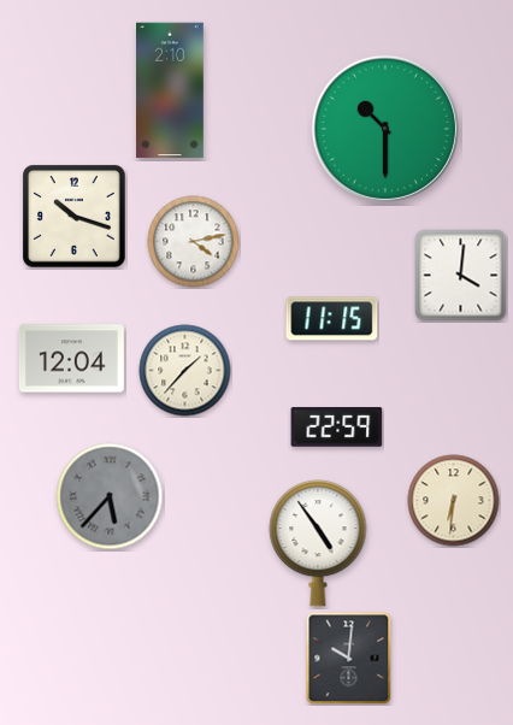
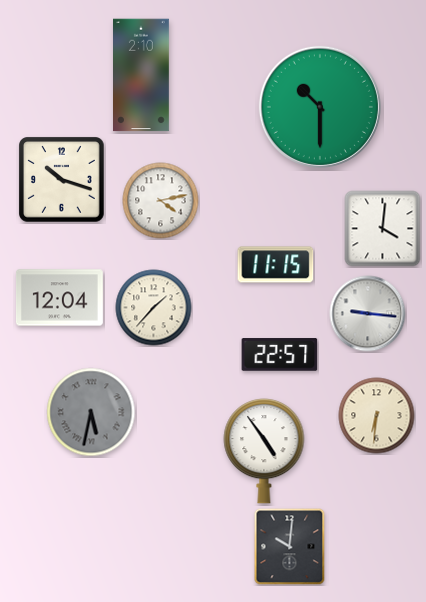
clock at (368, 314): none -> 9:16
clock at (337, 428): 22:59 -> 22:57
clock at (110, 496): 5:37 -> 5:32
